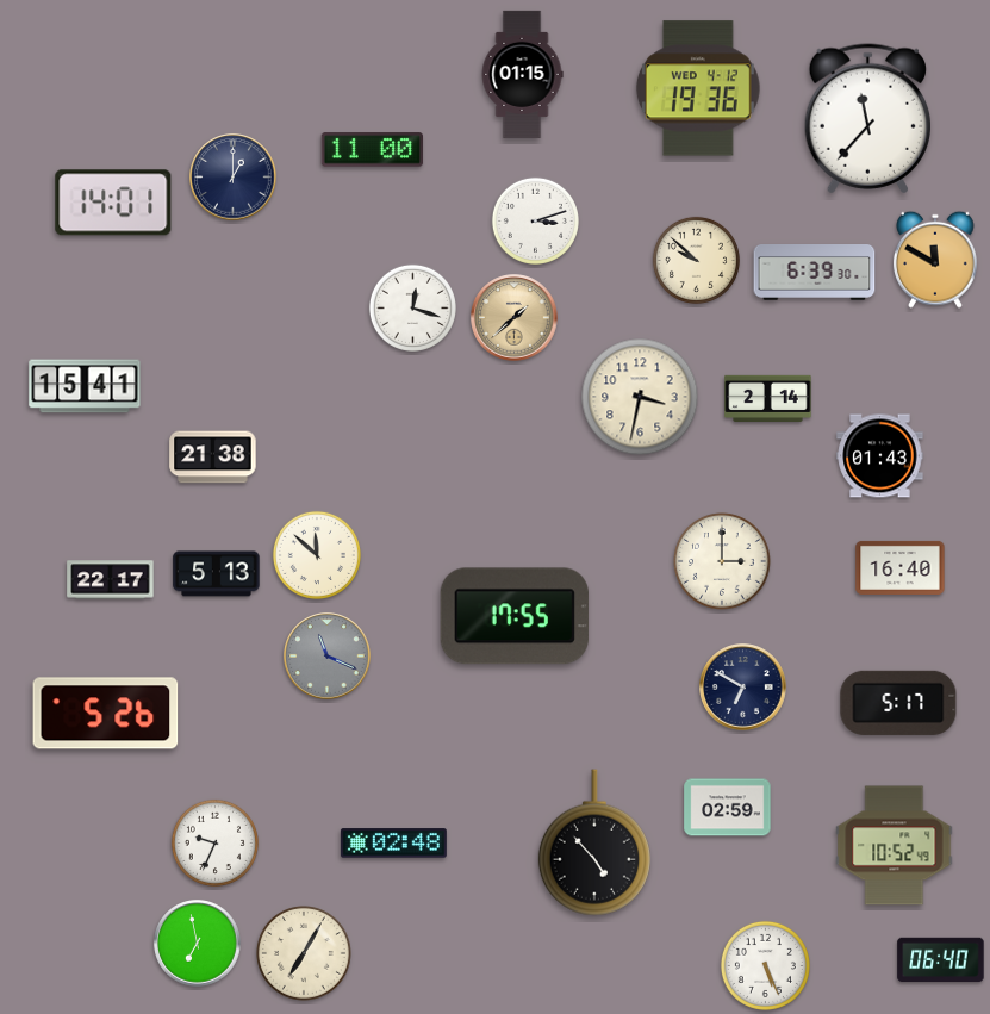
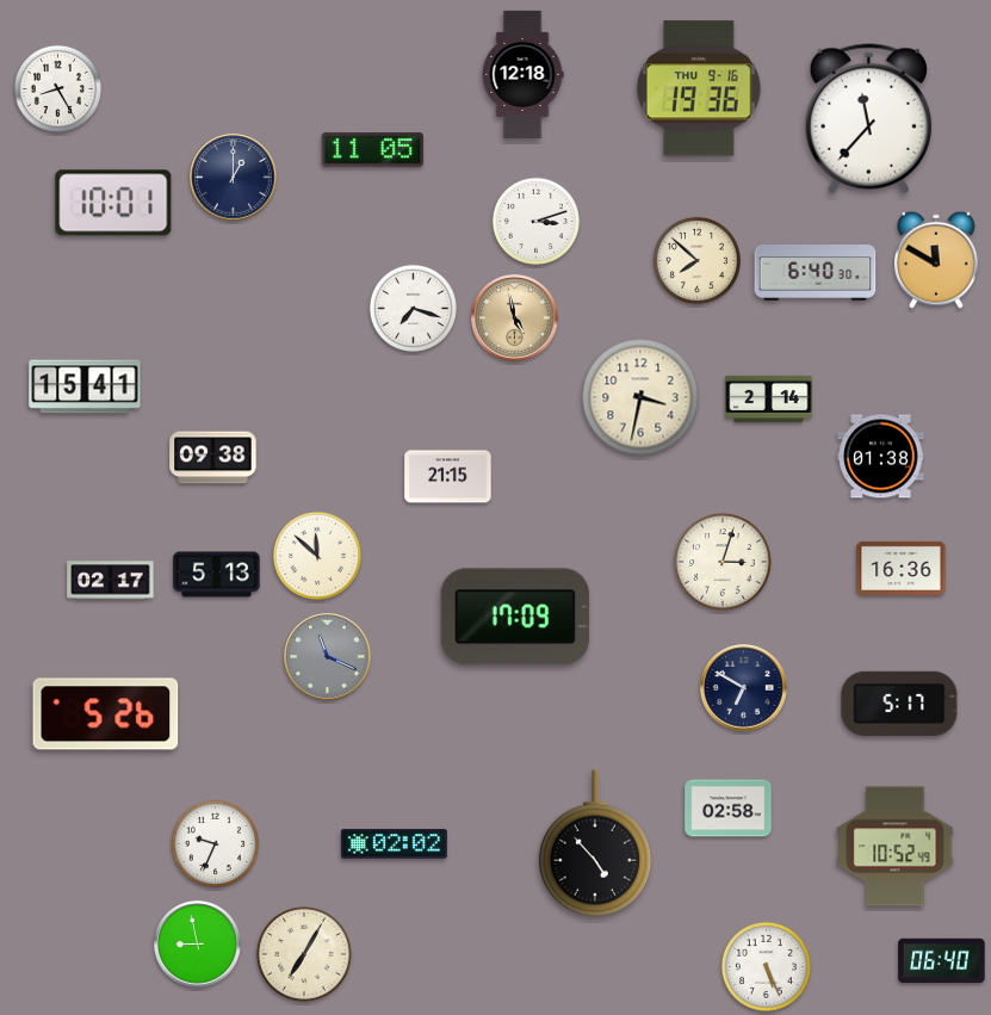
clock at (522, 74): 01:15 -> 12:18
clock at (57, 88): none -> 8:25
clock at (698, 88) date: WED 4-12 -> THU 9-16
clock at (372, 150): 11:00 -> 11:05
clock at (113, 203): 14:01 -> 10:01
clock at (696, 260): 9:52 -> 7:52
clock at (815, 273): 6:39 -> 6:40
clock at (412, 307): 12:18 -> 7:18
clock at (515, 318): 1:38 -> 4:58
clock at (880, 456): 01:43 -> 01:38
clock at (213, 458): 21:38 -> 09:38
clock at (448, 477): none -> 21:15
clock at (722, 561): 3:00 -> 3:03
clock at (901, 567): 16:40 -> 16:36
clock at (111, 580): 22:17 -> 02:17
clock at (515, 616): 17:55 -> 17:09
clock at (728, 808): 02:59 -> 02:58
clock at (393, 844): 02:48 -> 02:02
clock at (198, 944): 6:58 -> 8:58
